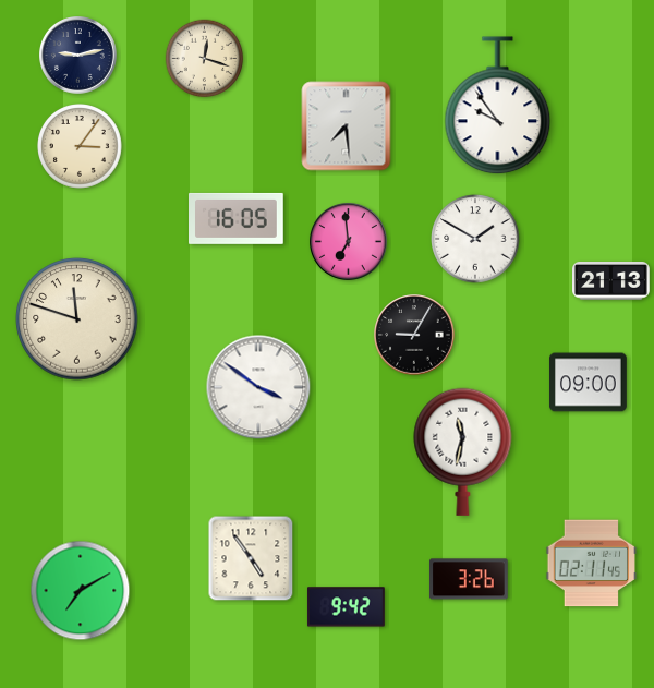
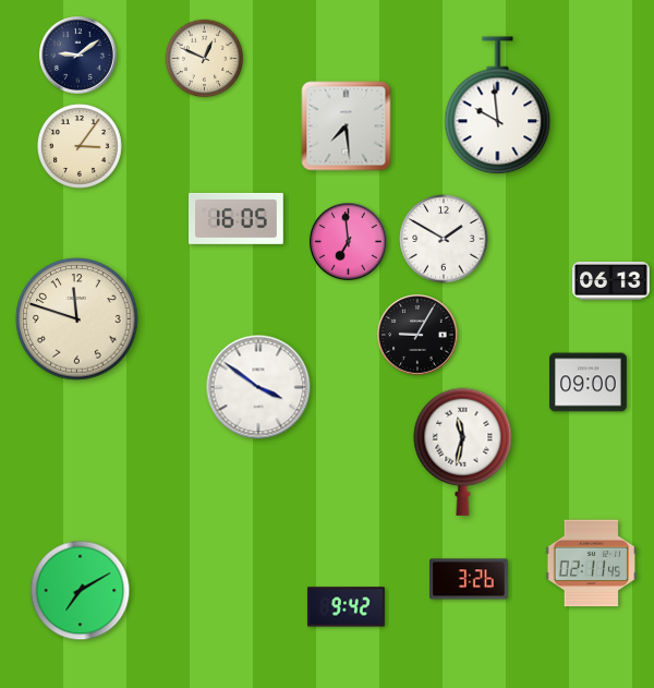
clock at (78, 56): 9:13 -> 9:09
clock at (205, 59): 12:18 -> 12:49
clock at (498, 106): 9:54 -> 9:59
clock at (475, 239) position: (475, 239) -> (444, 239)
clock at (611, 281): 21:13 -> 06:13
clock at (414, 335) position: (414, 335) -> (417, 335)
clock at (251, 558): 4:54 -> none
